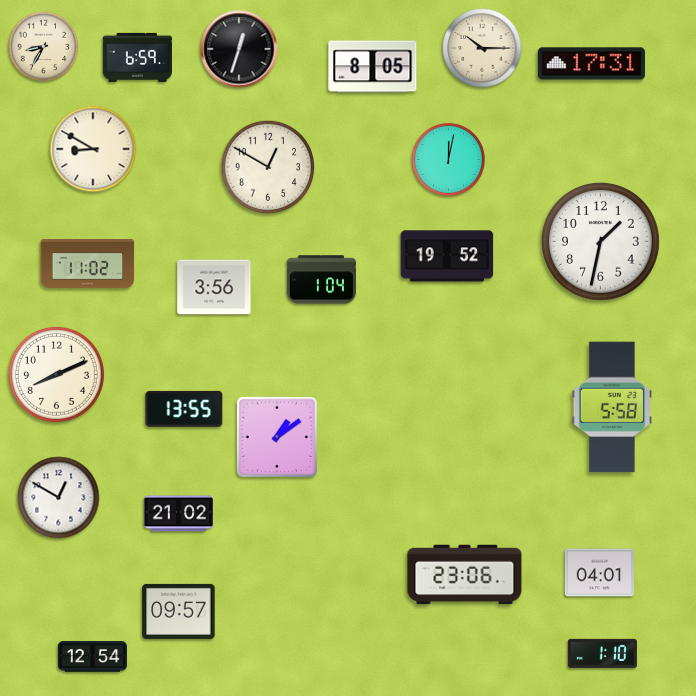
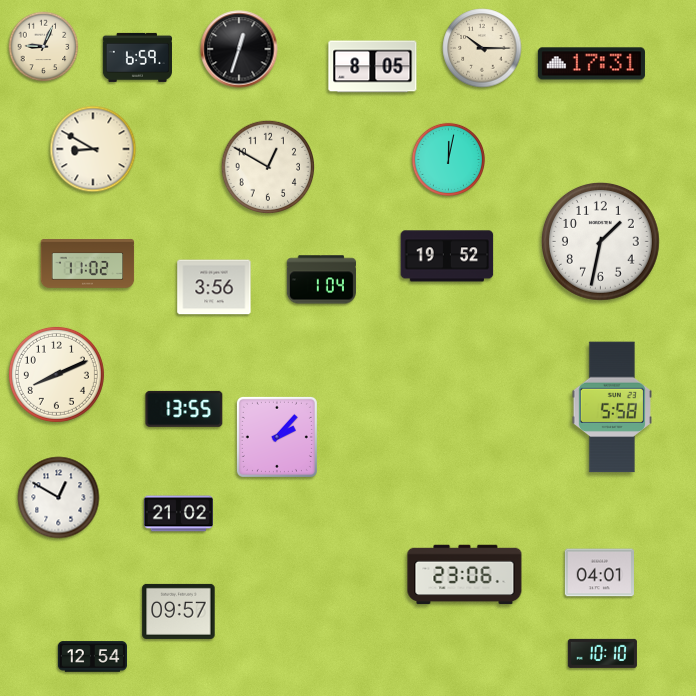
clock at (44, 47): 8:35 -> 9:04
clock at (277, 437): 1:09 -> 2:07
clock at (602, 653): 1:10 -> 10:10
